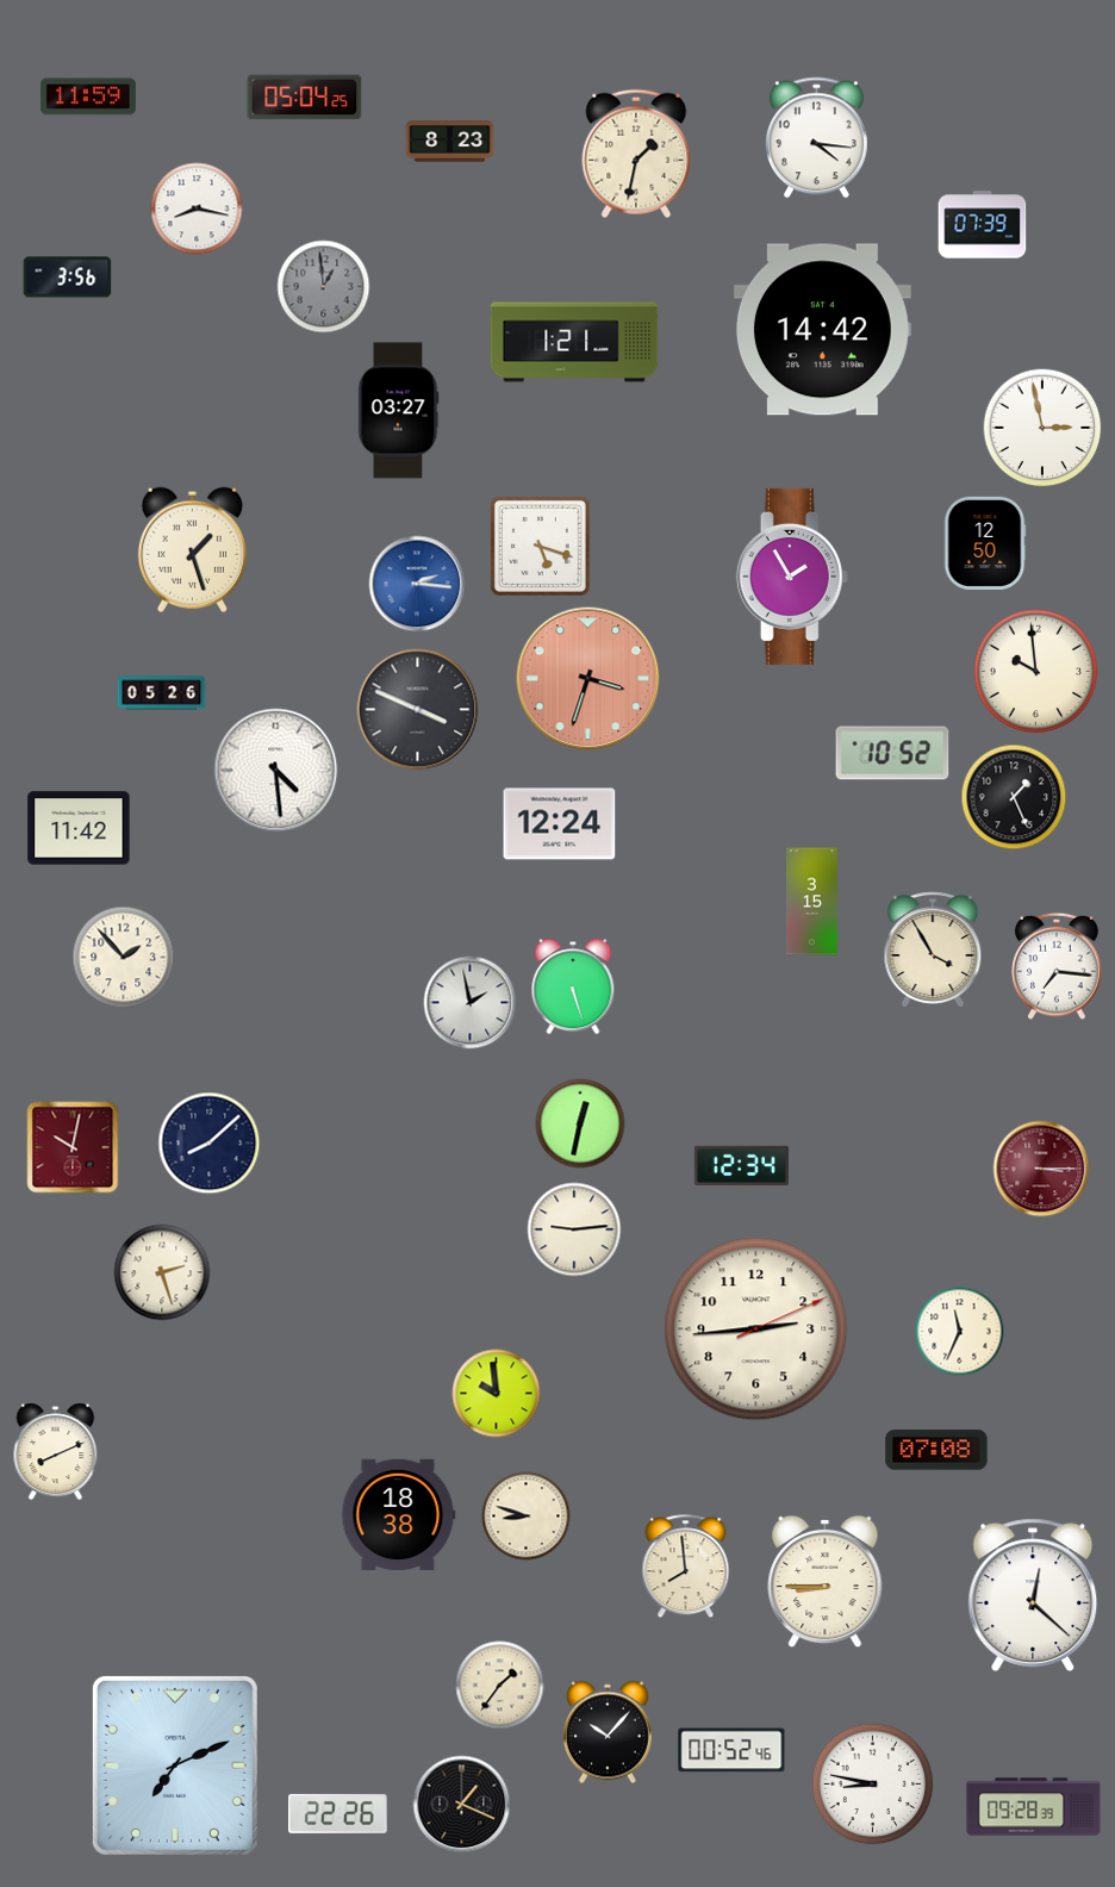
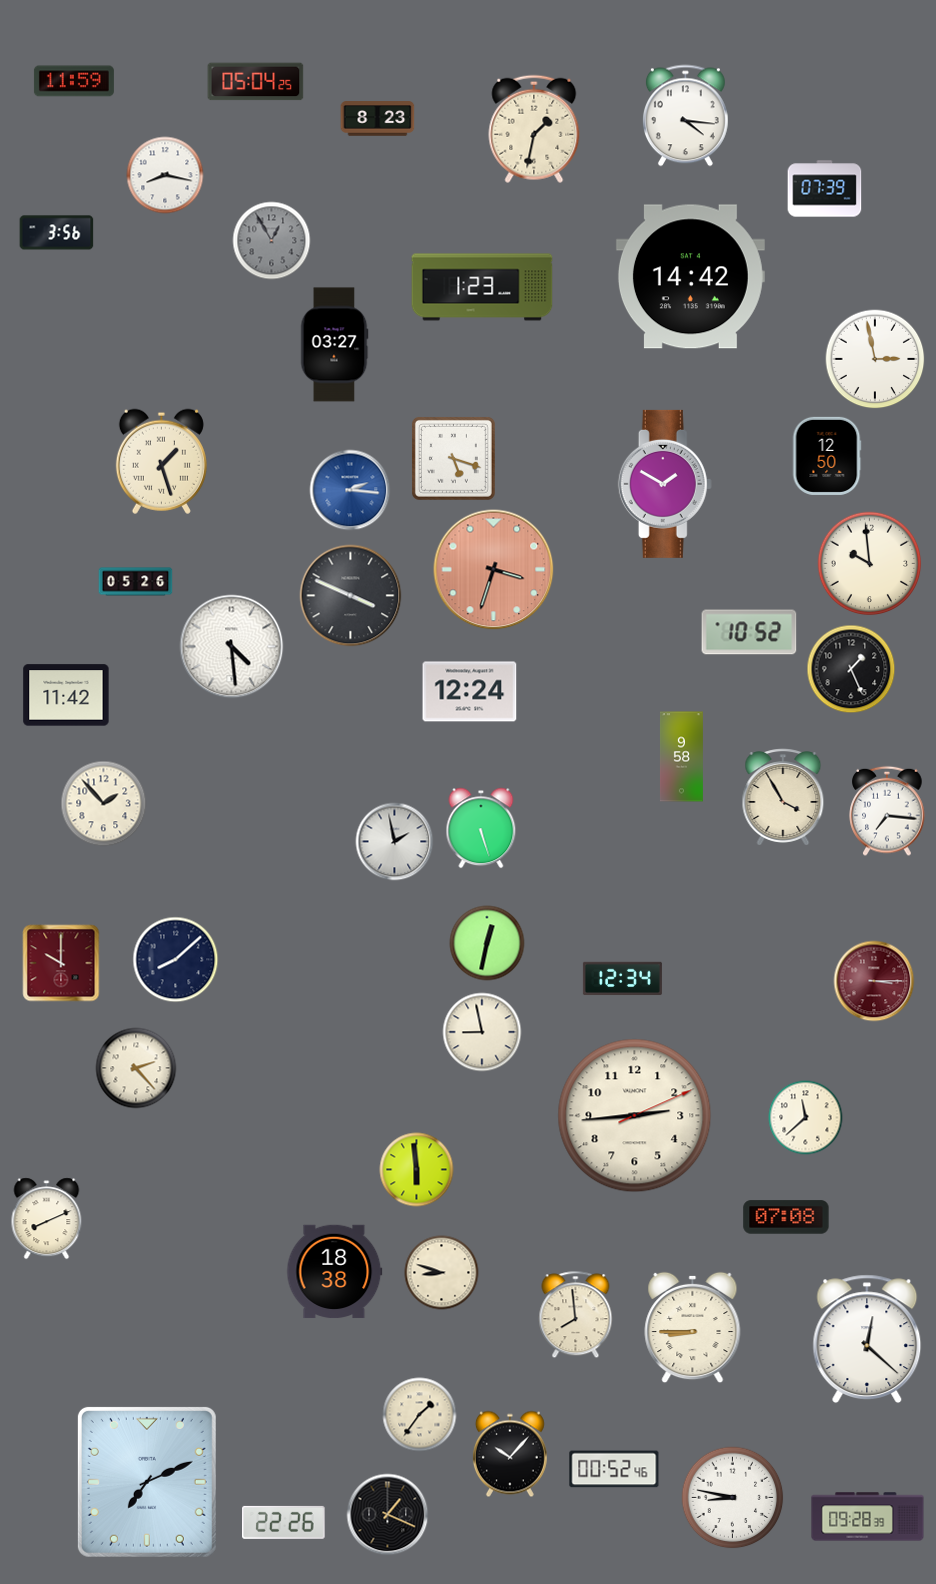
clock at (324, 287): 12:59 -> 12:55
clock at (574, 342): 1:21 -> 1:23
clock at (792, 577): 1:55 -> 1:50
clock at (811, 902): 3:15 -> 9:58
clock at (73, 1147): 10:02 -> 10:00
clock at (574, 1229): 9:14 -> 8:58
clock at (162, 1272): 2:27 -> 2:23
clock at (960, 1332): 11:34 -> 11:38
clock at (497, 1394): 9:59 -> 5:59
